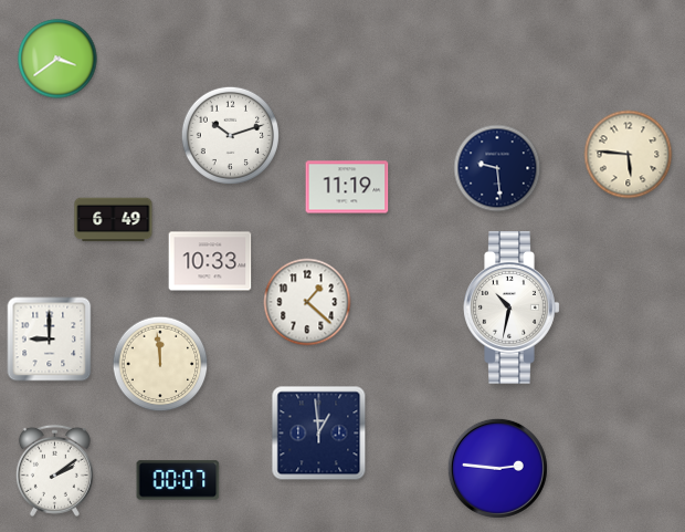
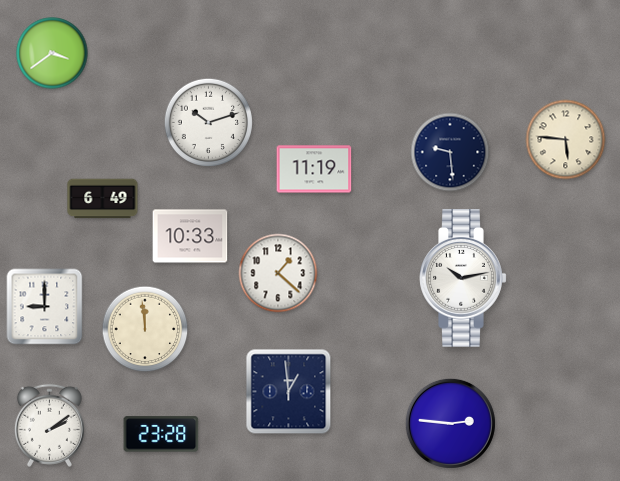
clock at (629, 155) position: (629, 155) -> (566, 140)
clock at (512, 307): 10:32 -> 10:13
clock at (178, 480): 00:07 -> 23:28
